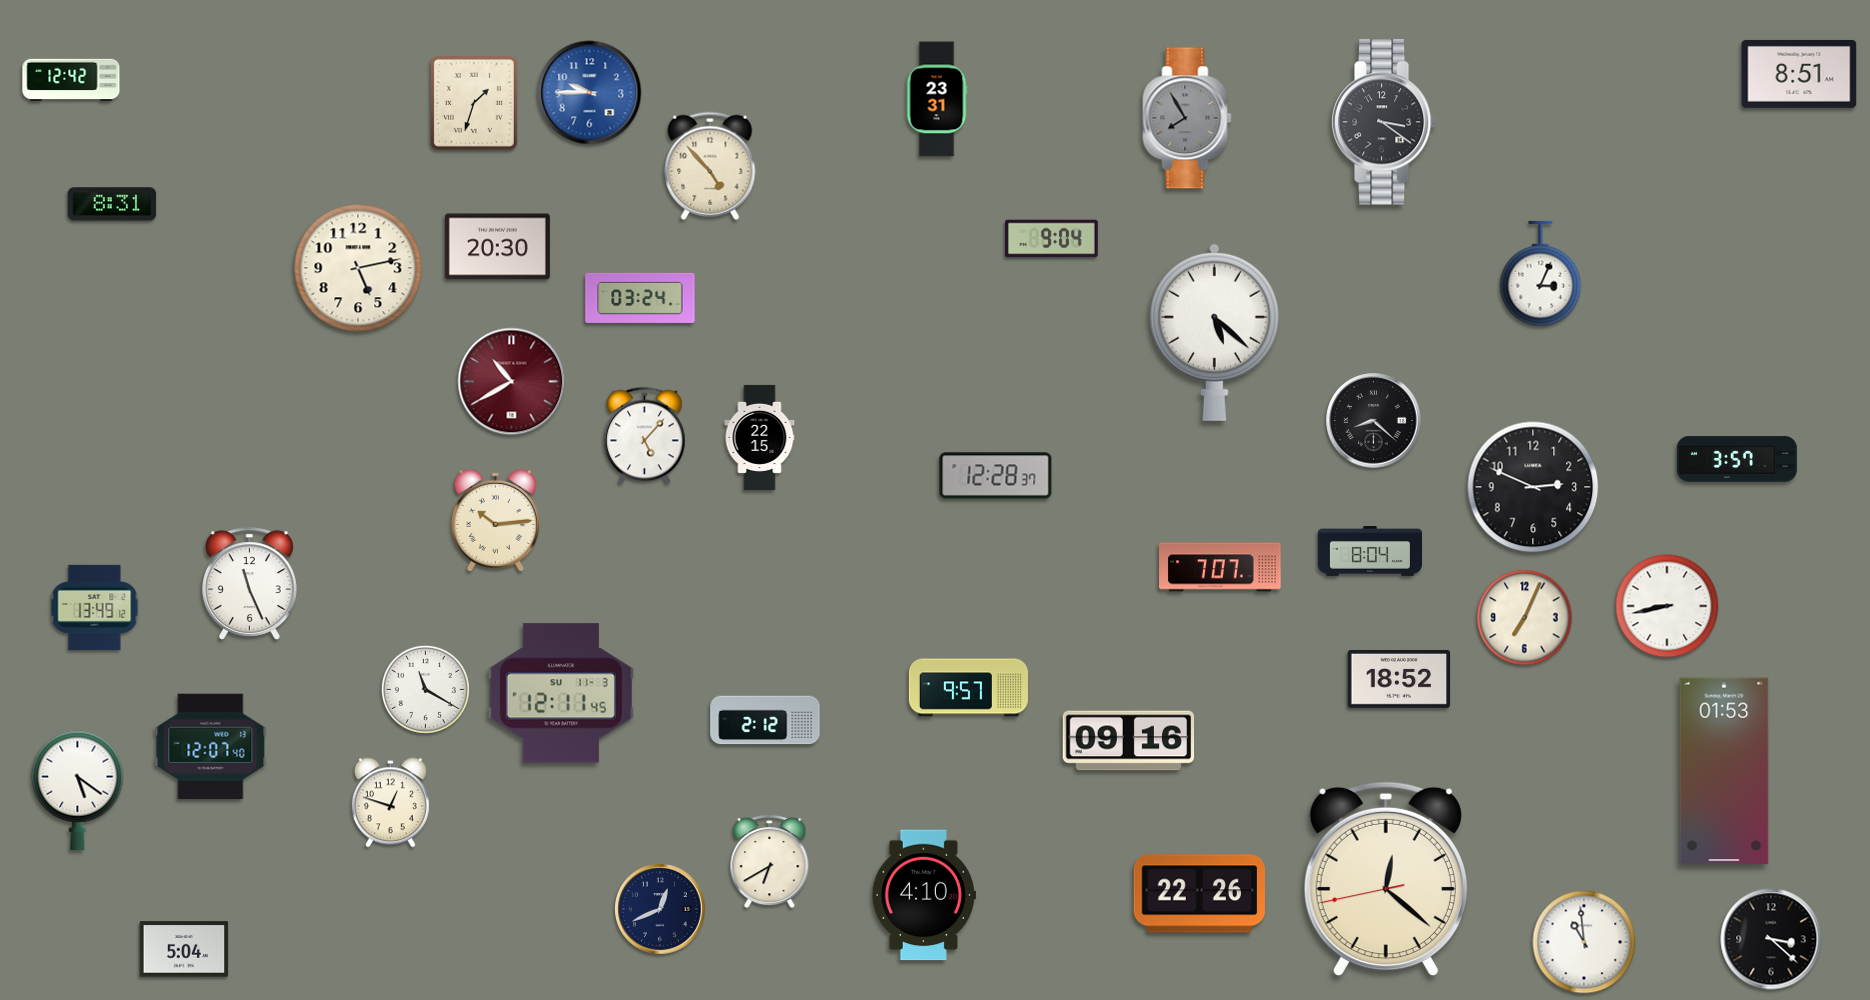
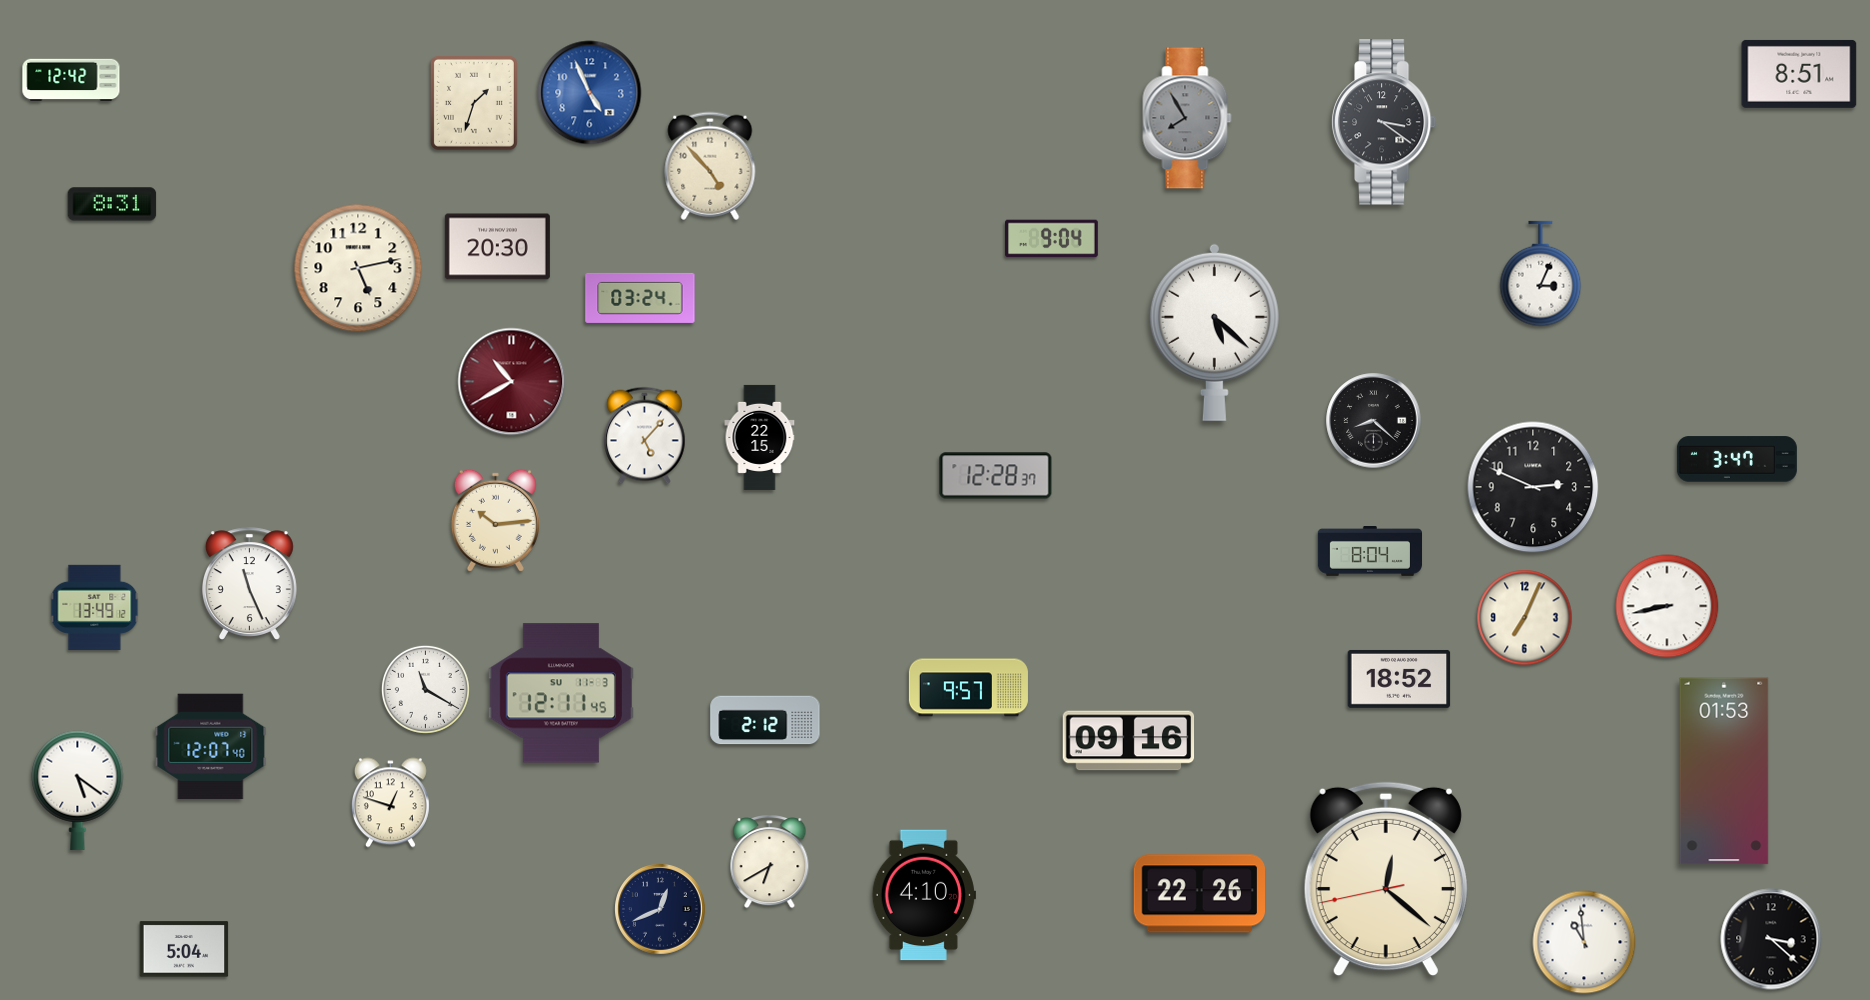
clock at (590, 93): 9:45 -> 4:56
clock at (937, 99): 23:31 -> none
clock at (1737, 459): 3:57 -> 3:47
clock at (1220, 567): 7:07 -> none
